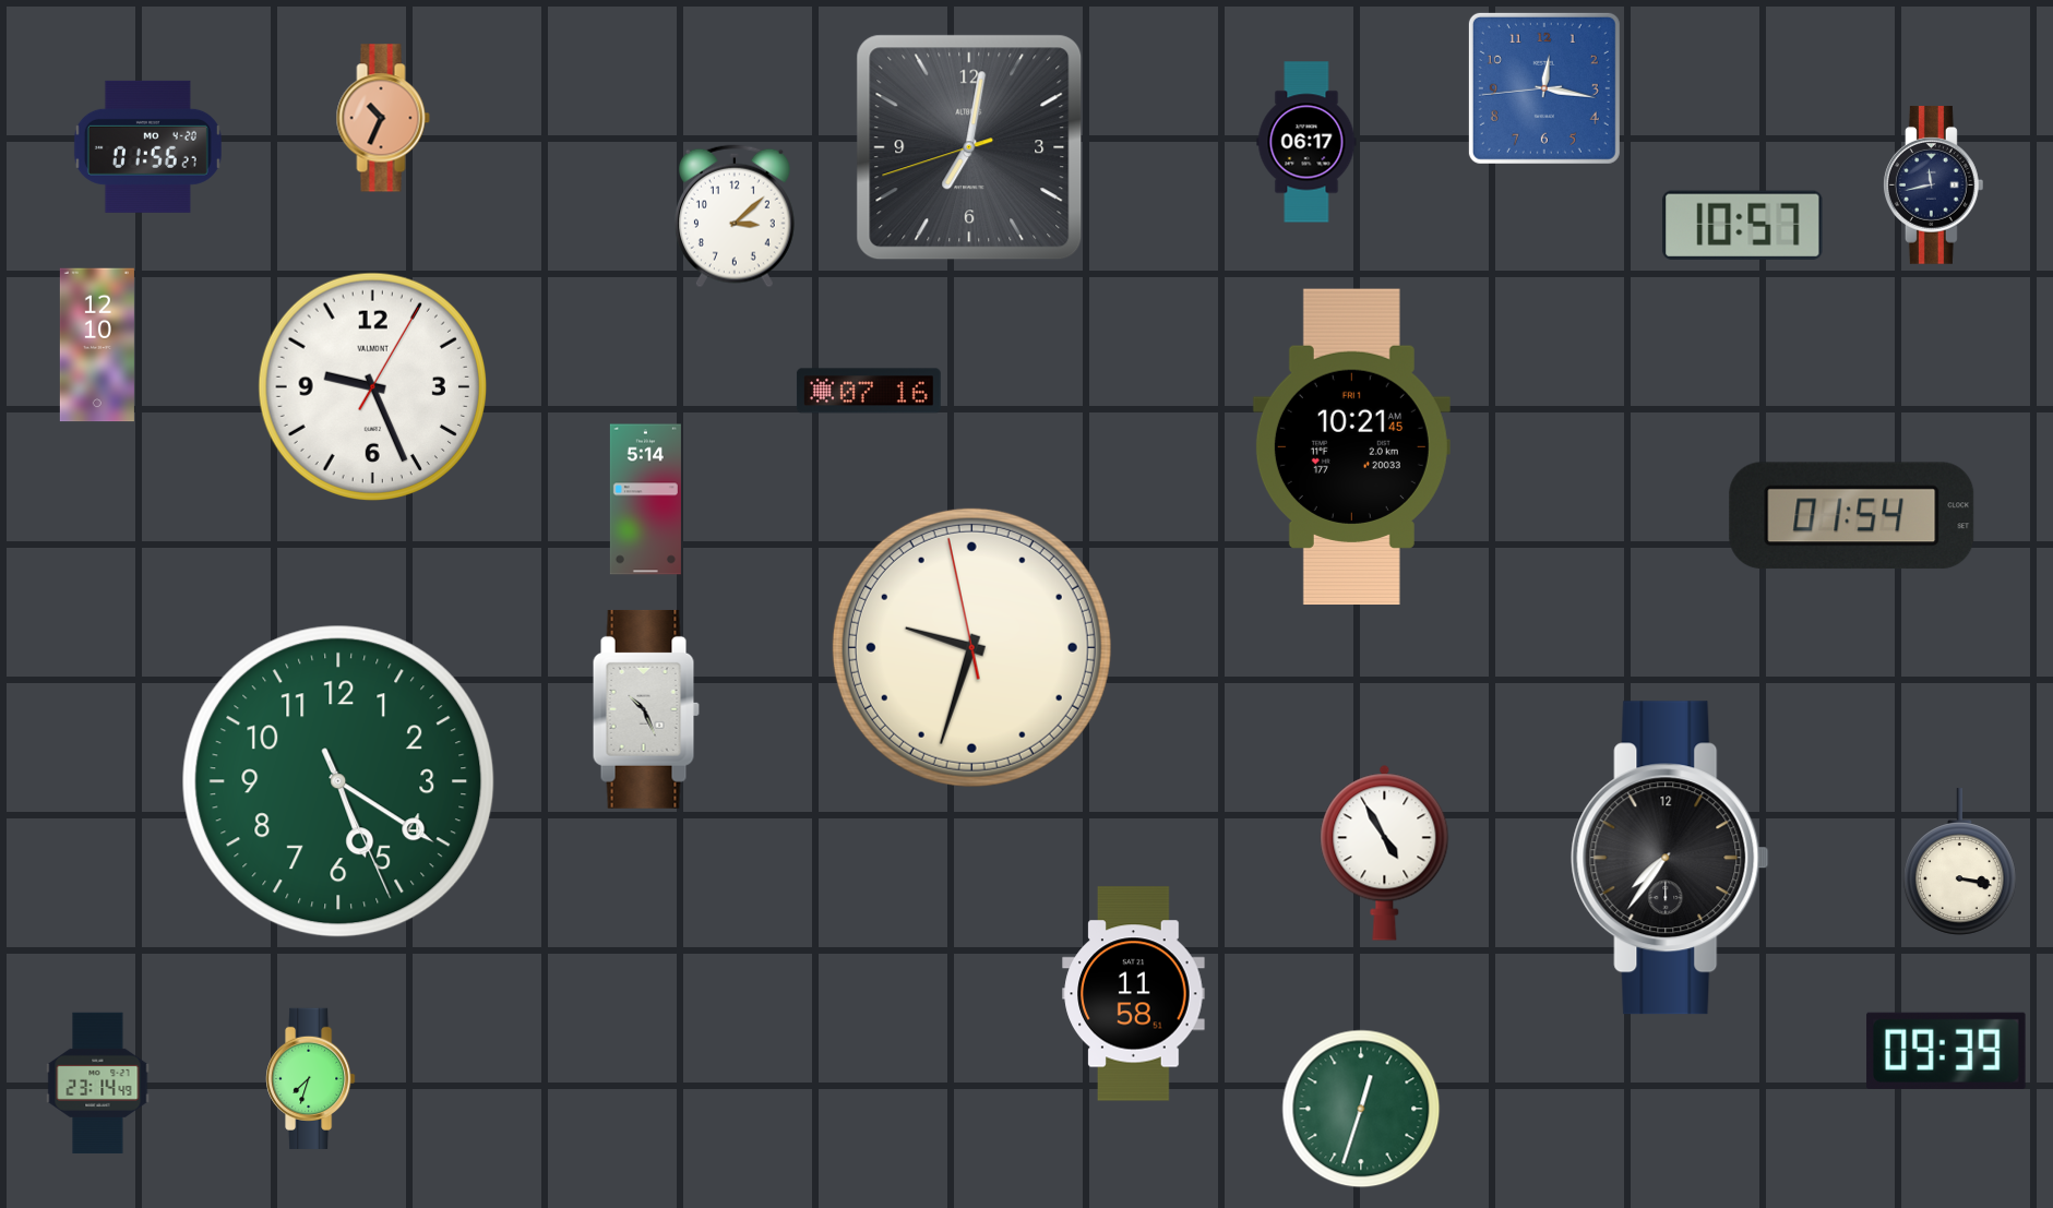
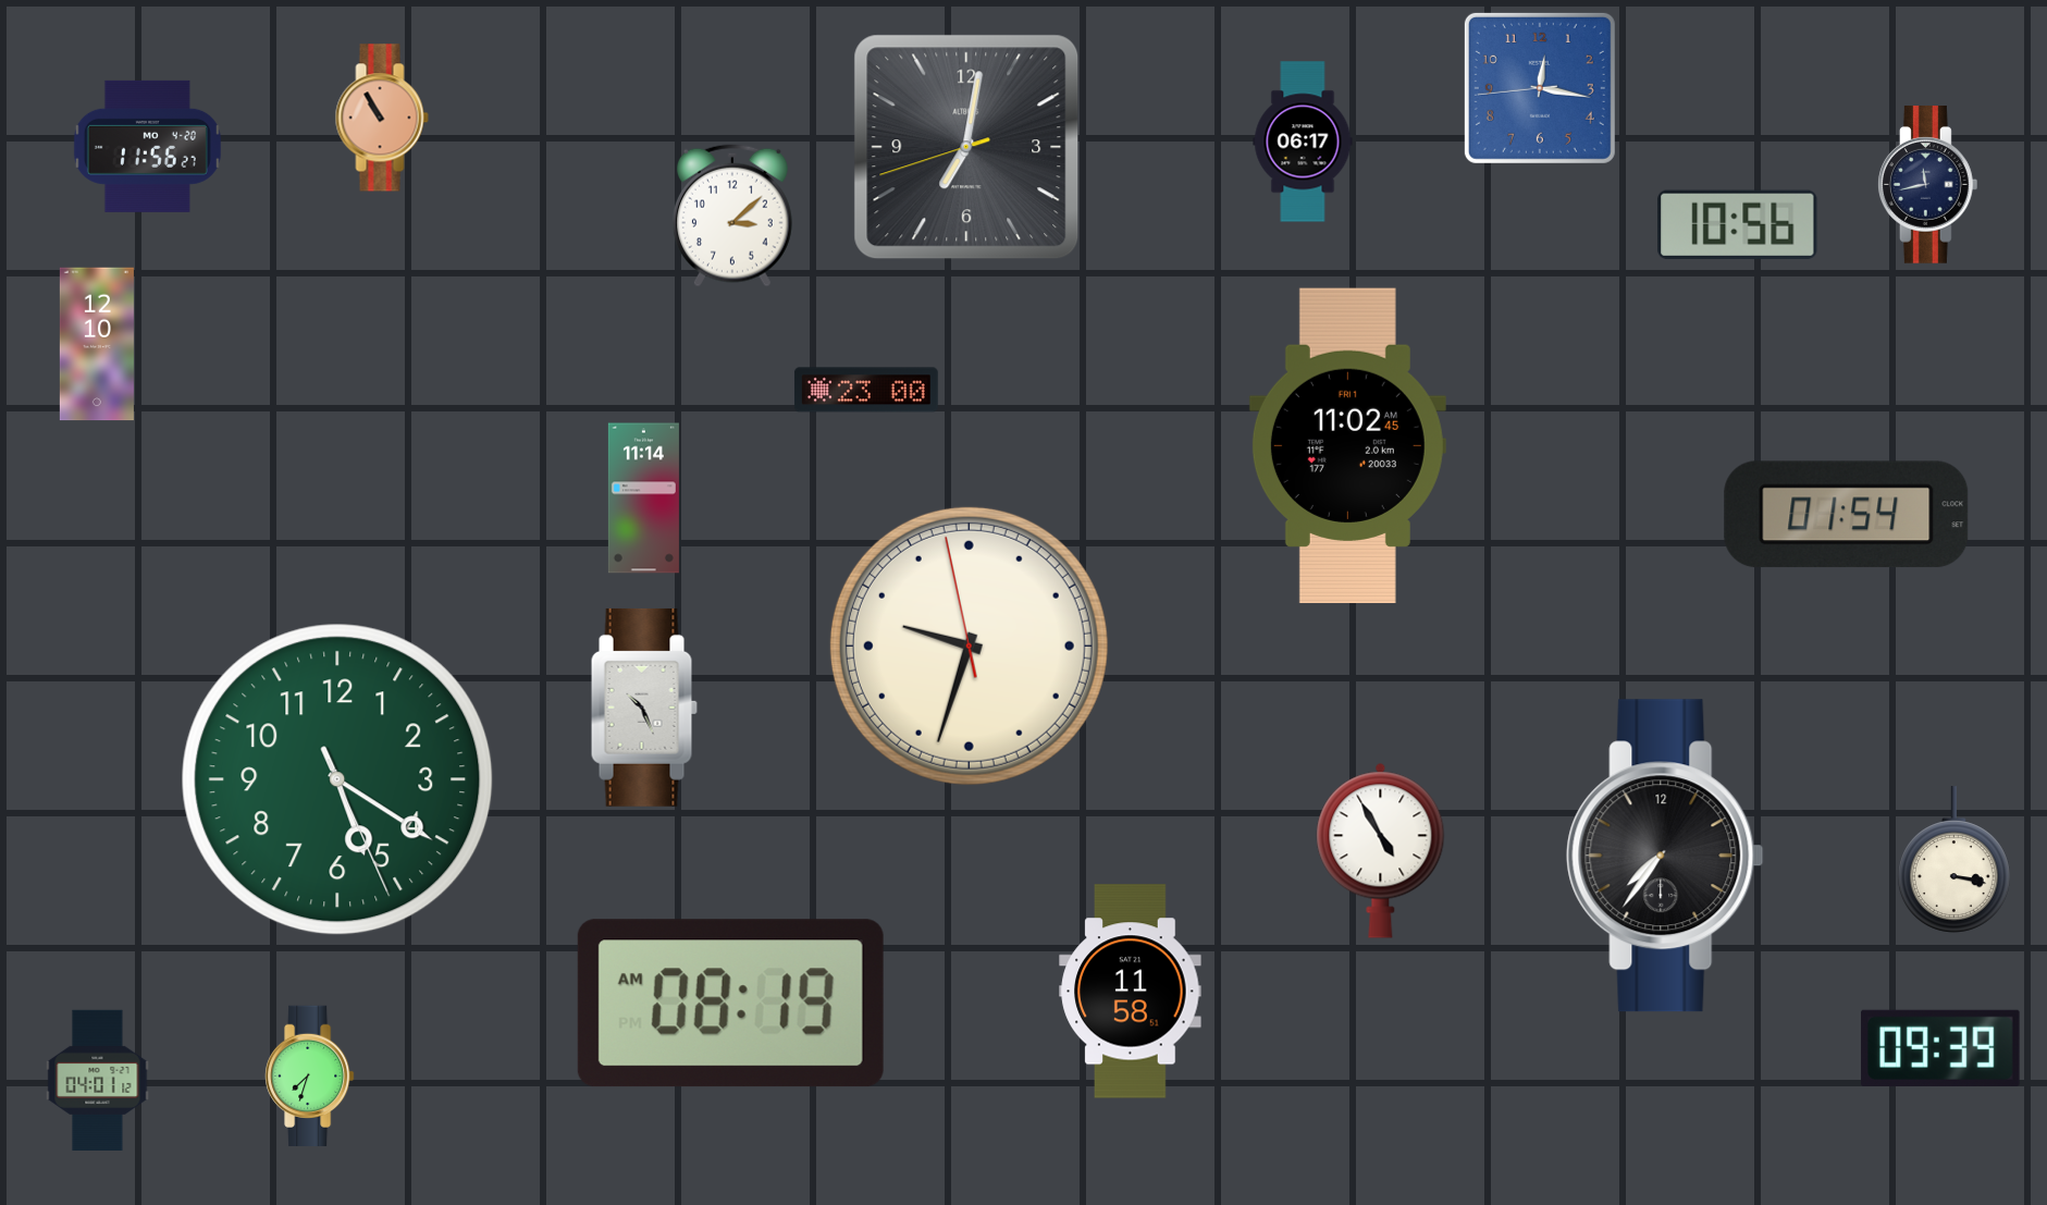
clock at (383, 118): 10:34 -> 10:55
clock at (147, 146): 01:56 -> 11:56
clock at (1743, 225): 10:57 -> 10:56
clock at (372, 386): 9:26 -> none
clock at (869, 391): 07:16 -> 23:00
clock at (1351, 447): 10:21 -> 11:02
clock at (645, 500): 5:14 -> 11:14
clock at (730, 1004): none -> 08:19
clock at (98, 1083): 23:14 -> 04:01
clock at (1361, 1109): 12:33 -> none
